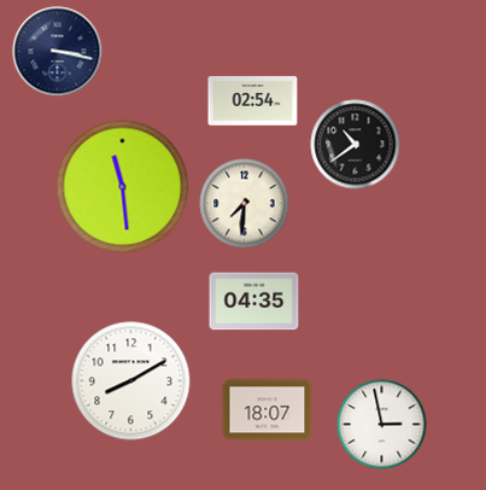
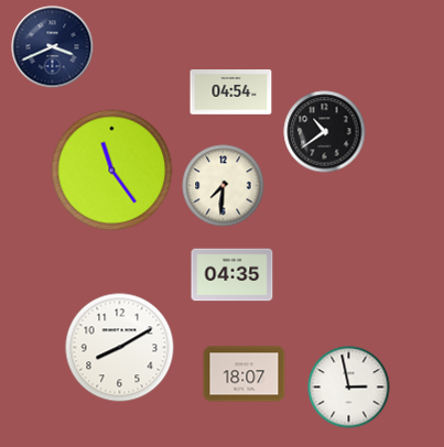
clock at (58, 52): 3:17 -> 3:41
clock at (253, 101): 02:54 -> 04:54
clock at (123, 187): 11:29 -> 11:24
